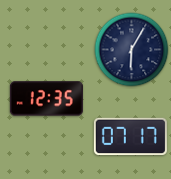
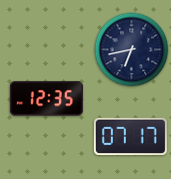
clock at (132, 50): 6:05 -> 6:43
